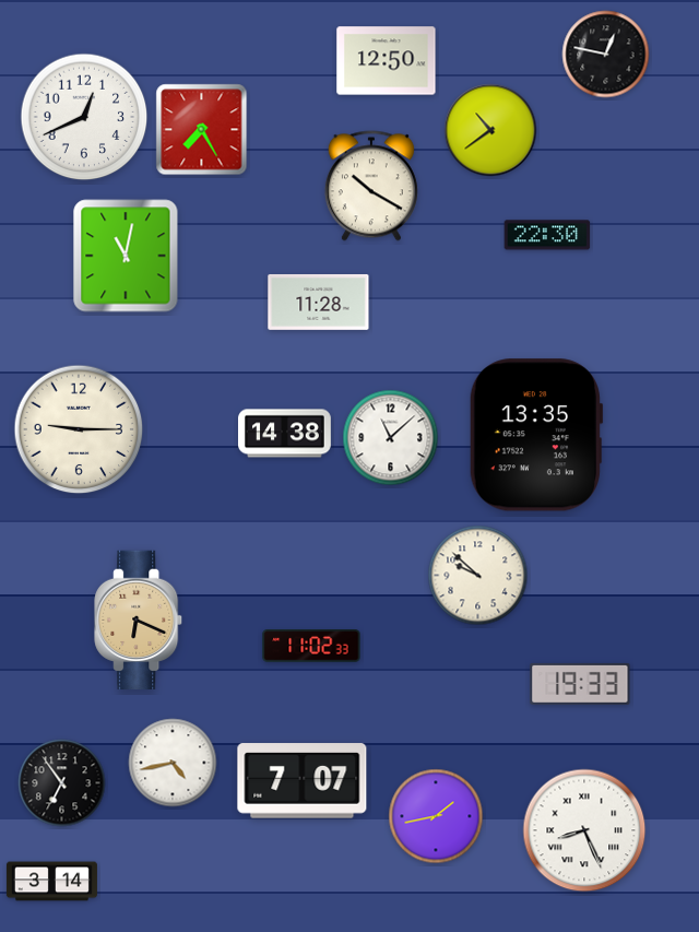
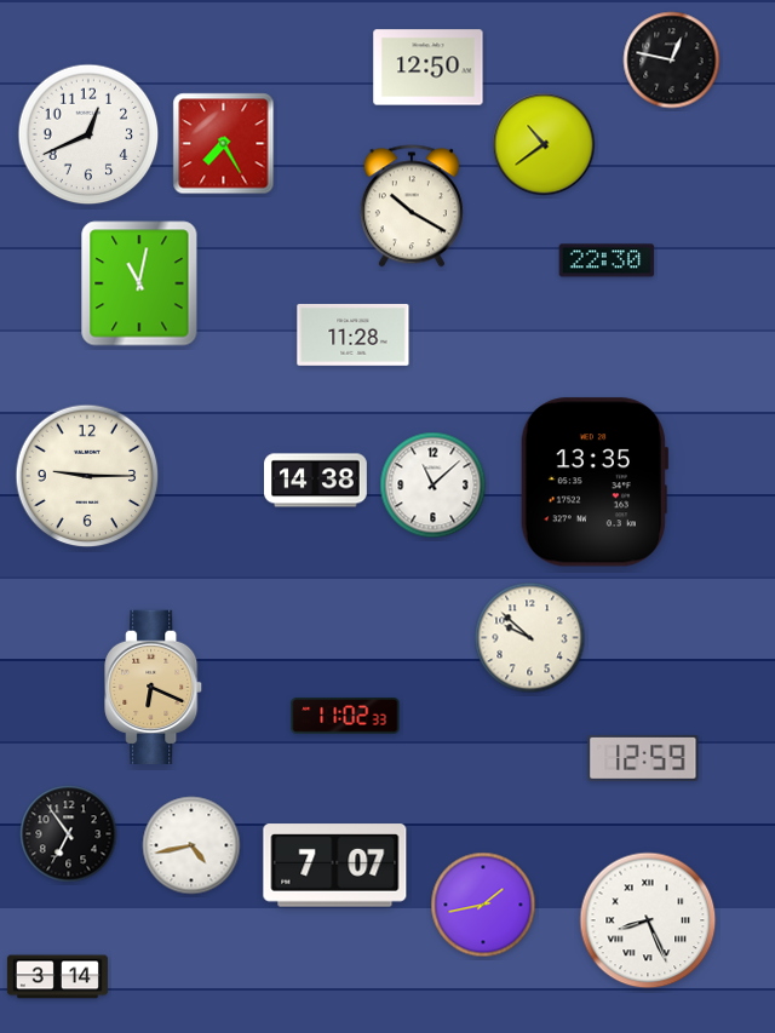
clock at (84, 117) position: (84, 117) -> (88, 134)
clock at (580, 684): 19:33 -> 12:59
clock at (62, 783) position: (62, 783) -> (69, 834)
